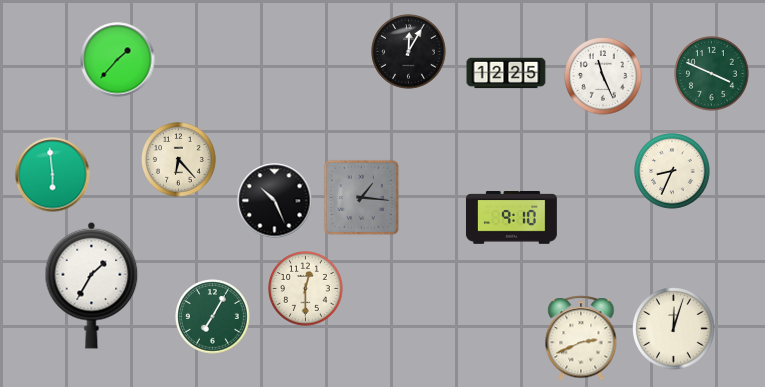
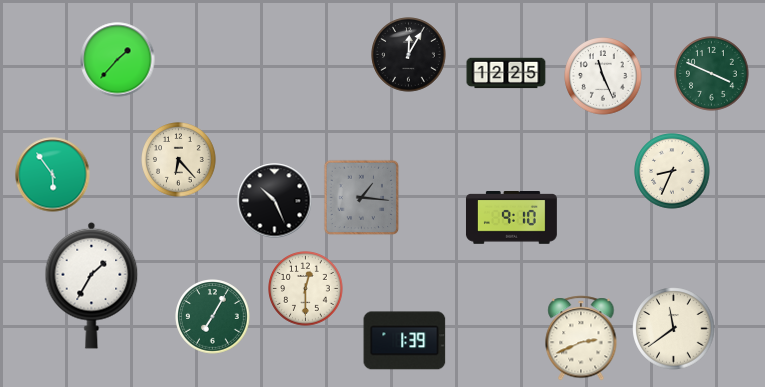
clock at (409, 52) position: (409, 52) -> (409, 55)
clock at (53, 175): 5:59 -> 5:54
clock at (674, 329): 12:03 -> 11:39
clock at (405, 341): none -> 1:39
